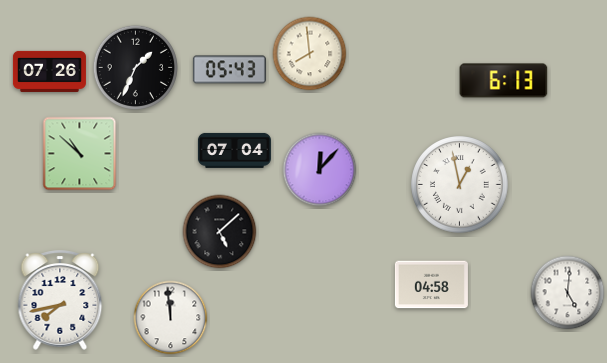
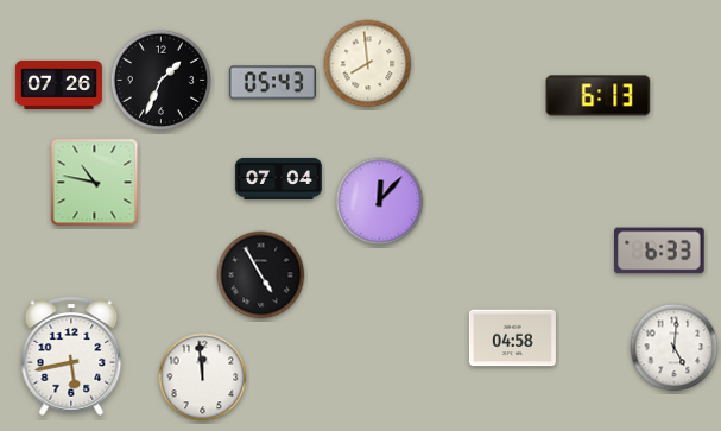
clock at (80, 154): 10:52 -> 10:47
clock at (460, 185): 12:58 -> none
clock at (660, 251): none -> 6:33
clock at (220, 232): 5:08 -> 4:55
clock at (60, 300): 7:43 -> 5:43
